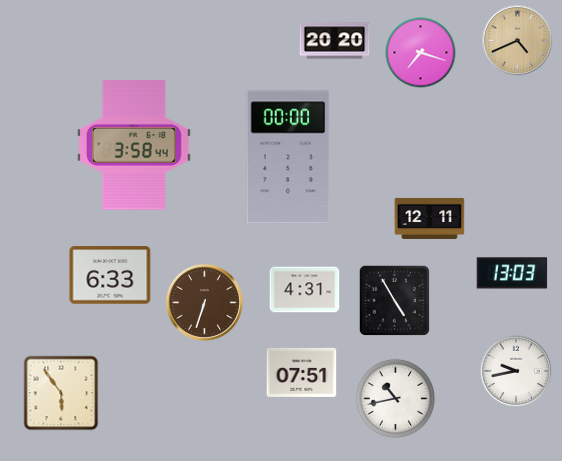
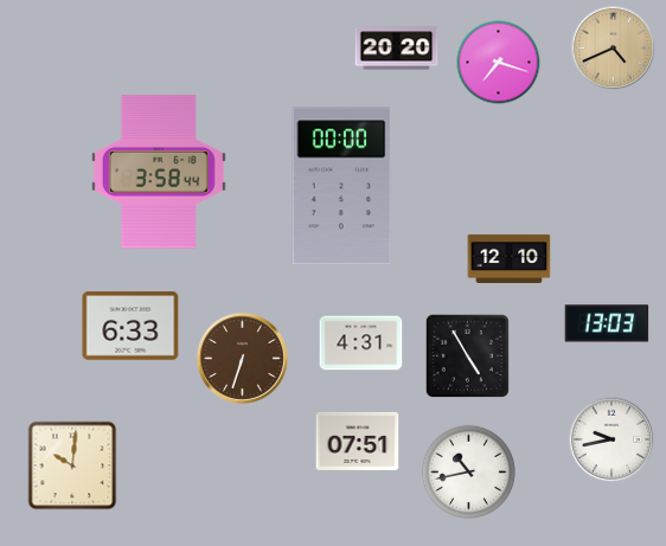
clock at (430, 218): 12:11 -> 12:10
clock at (61, 393): 5:54 -> 10:01
